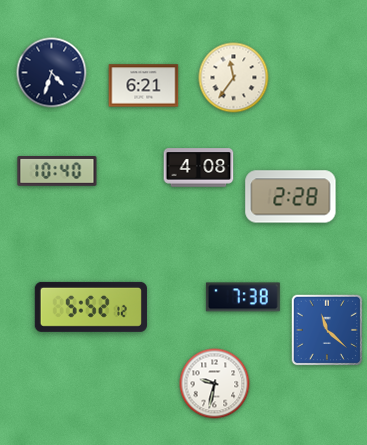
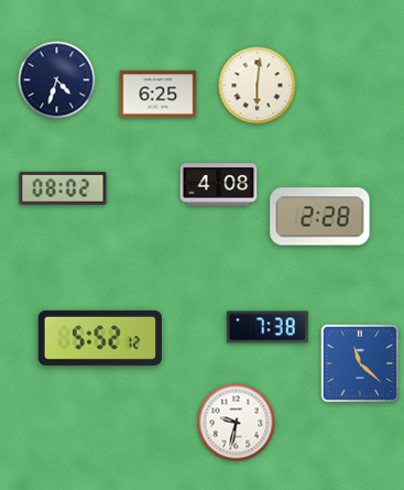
clock at (234, 78): 11:36 -> 6:01
clock at (144, 86): 6:21 -> 6:25
clock at (57, 172): 10:40 -> 08:02
